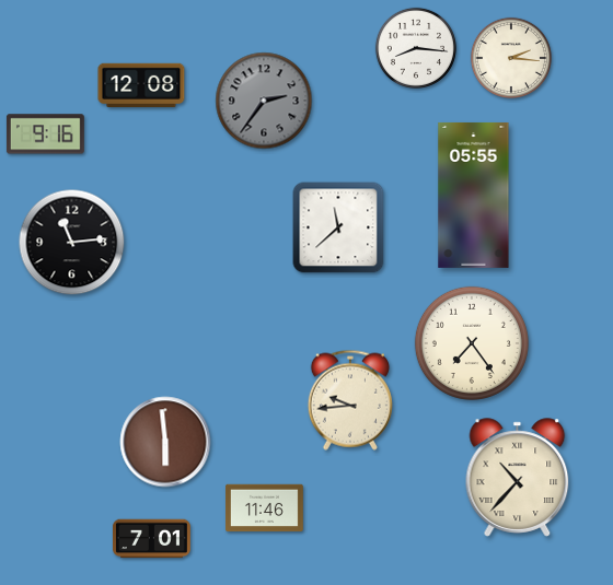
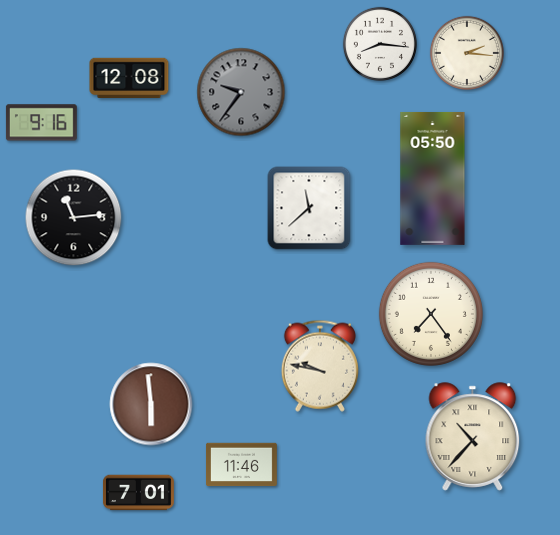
clock at (264, 101): 2:36 -> 9:36
clock at (474, 195): 05:55 -> 05:50
clock at (72, 243) position: (72, 243) -> (74, 218)
clock at (350, 400): 9:44 -> 9:47
